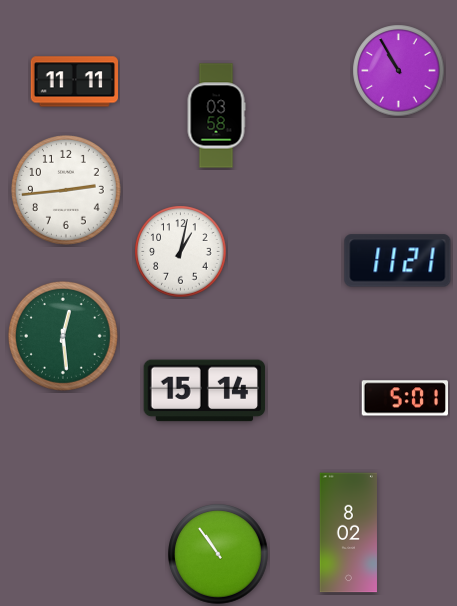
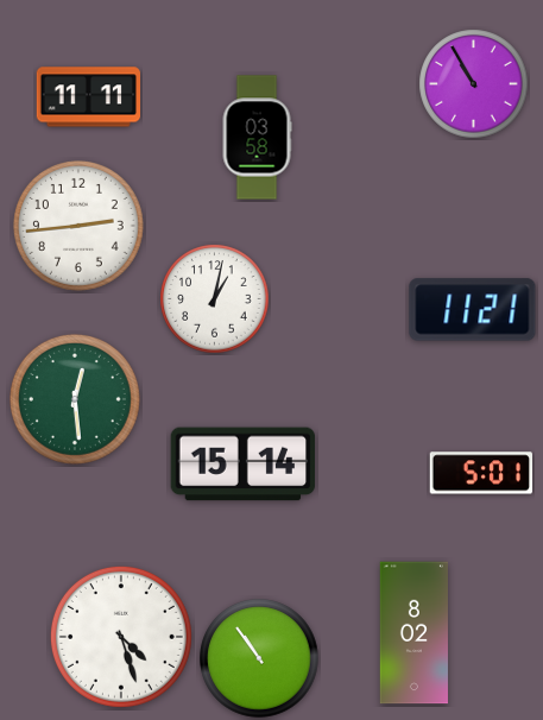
clock at (121, 637): none -> 4:27
